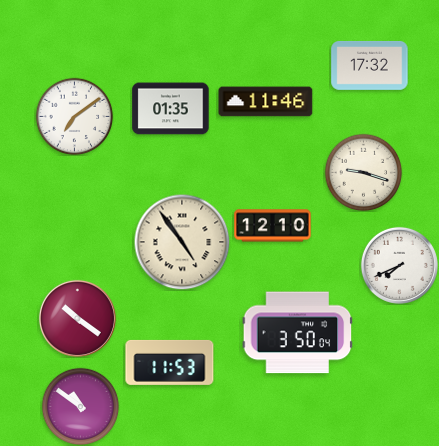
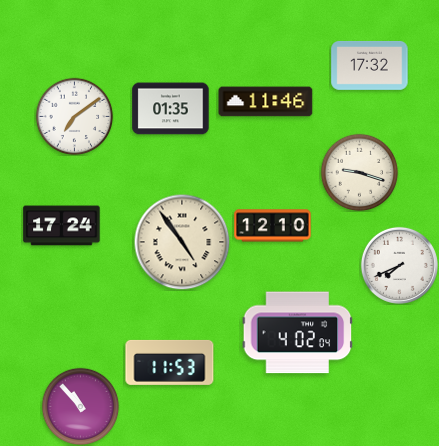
clock at (363, 172) position: (363, 172) -> (359, 172)
clock at (62, 226): none -> 17:24
clock at (77, 318): 10:21 -> none
clock at (298, 333): 3:50 -> 4:02
clock at (80, 406): 10:51 -> 10:53
